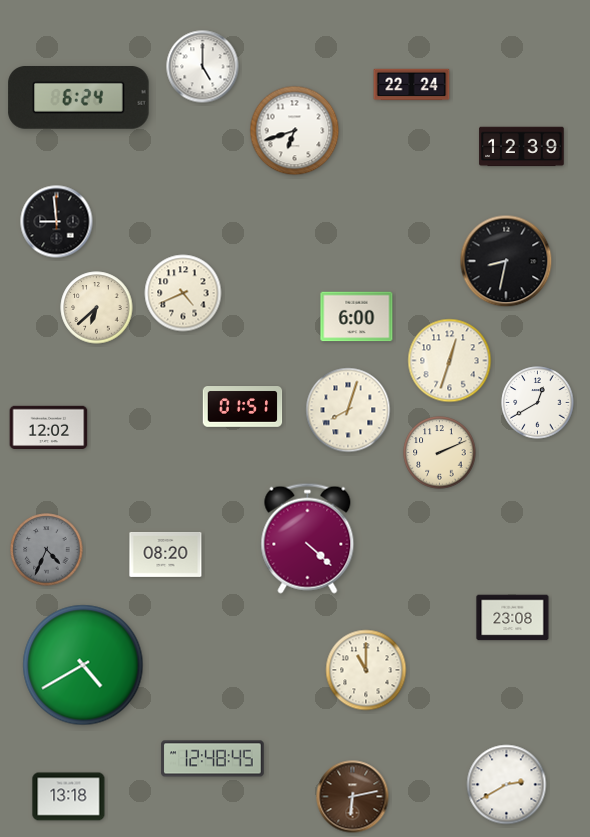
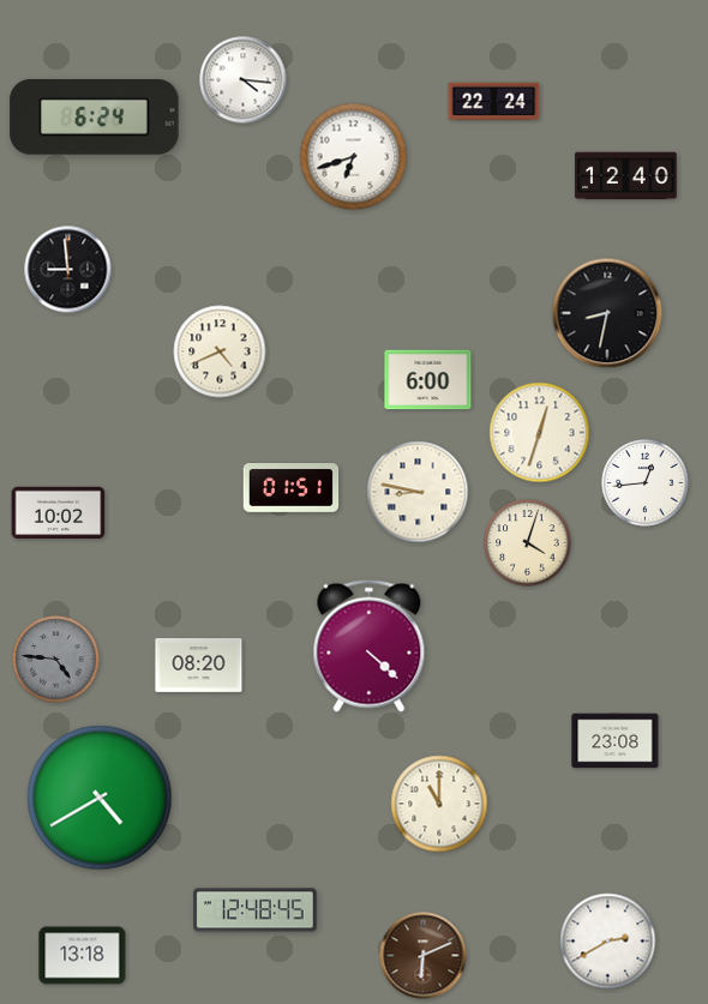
clock at (203, 67): 5:00 -> 4:16
clock at (522, 147): 12:39 -> 12:40
clock at (57, 222) position: (57, 222) -> (68, 270)
clock at (97, 308): 6:38 -> none
clock at (538, 403): 12:40 -> 12:44
clock at (348, 410): 8:03 -> 8:47
clock at (49, 427): 12:02 -> 10:02
clock at (440, 453): 2:11 -> 4:03
clock at (47, 550): 4:34 -> 4:46
clock at (353, 797): 6:13 -> 6:11
